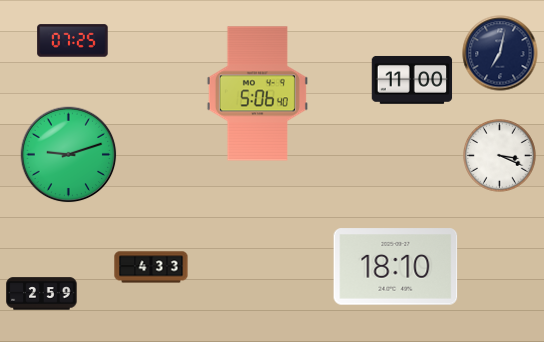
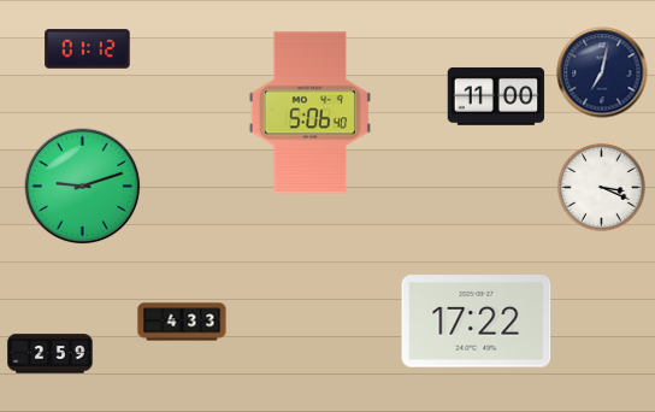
clock at (73, 41): 07:25 -> 01:12
clock at (500, 53) position: (500, 53) -> (602, 72)
clock at (396, 267): 18:10 -> 17:22
